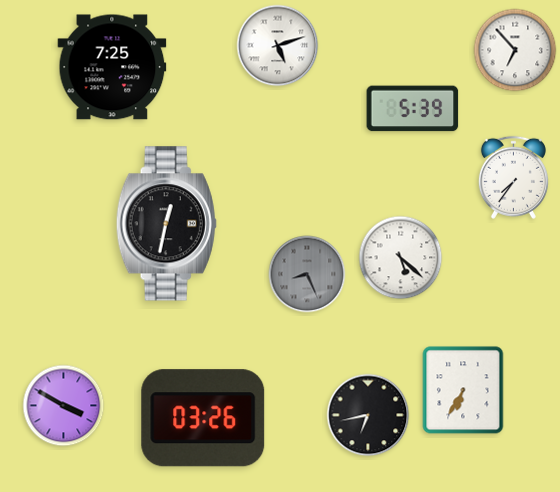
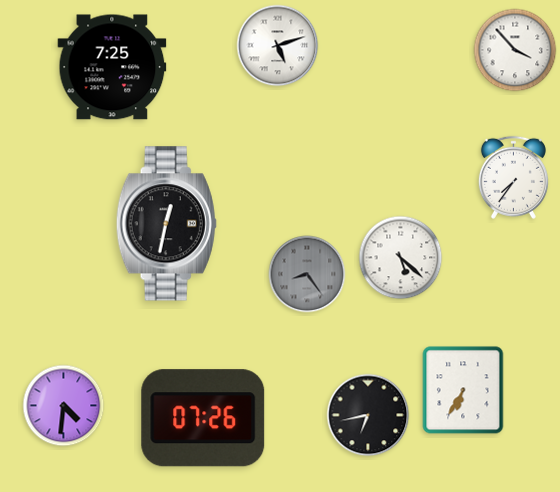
clock at (515, 50): 6:53 -> 3:53
clock at (413, 109): 5:39 -> none
clock at (307, 274): 8:26 -> 8:24
clock at (64, 406): 3:50 -> 4:31
clock at (203, 418): 03:26 -> 07:26
